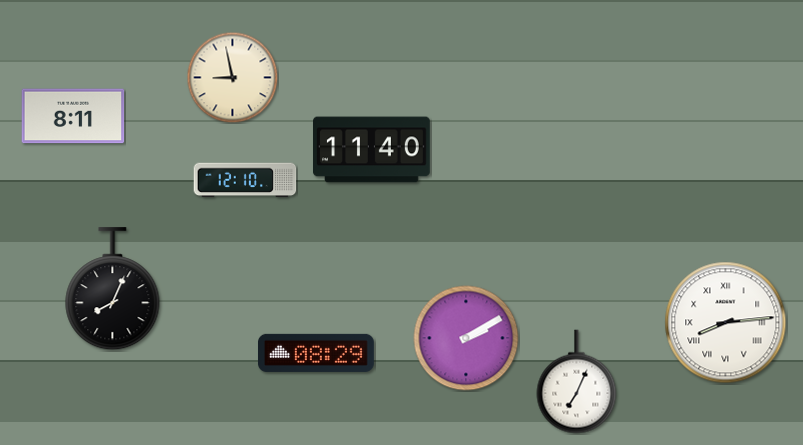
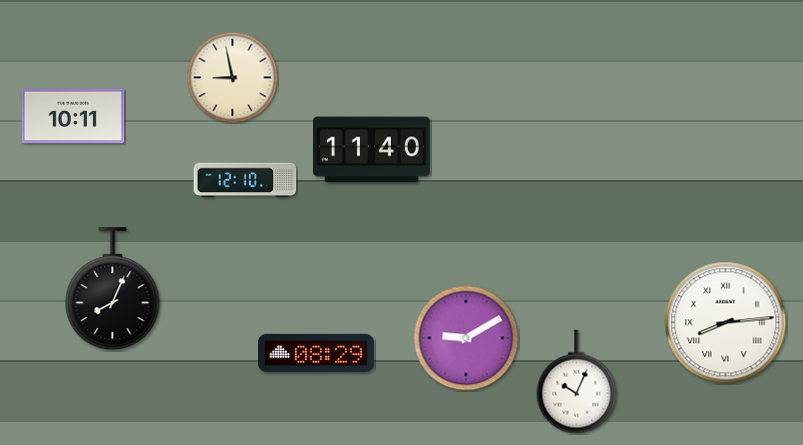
clock at (73, 116): 8:11 -> 10:11
clock at (466, 338): 2:10 -> 9:10
clock at (577, 382): 7:04 -> 10:04
